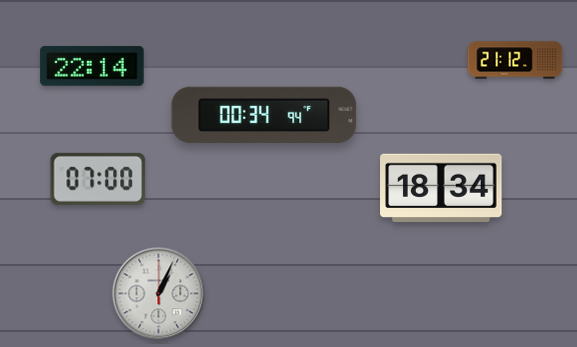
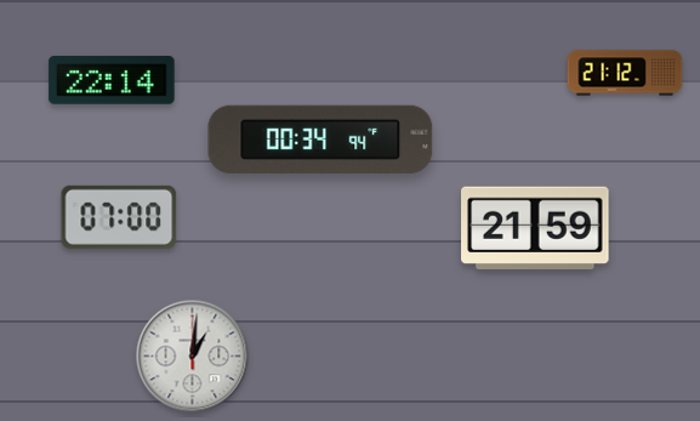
clock at (441, 188): 18:34 -> 21:59
clock at (159, 294): 1:04 -> 1:01
